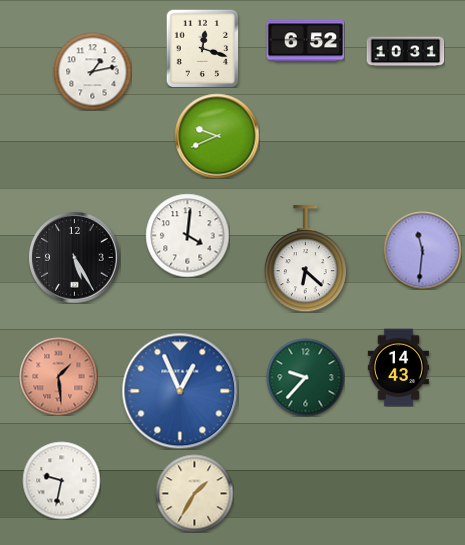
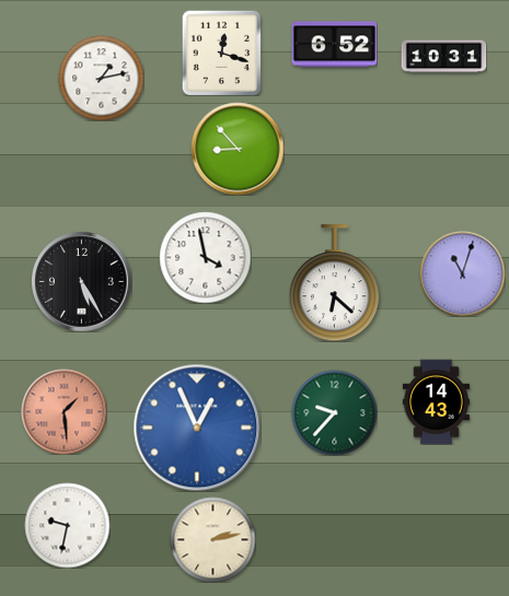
clock at (217, 136): 9:41 -> 8:53
clock at (187, 235): 4:01 -> 3:58
clock at (422, 250): 11:31 -> 11:03
clock at (194, 493): 1:35 -> 2:13
